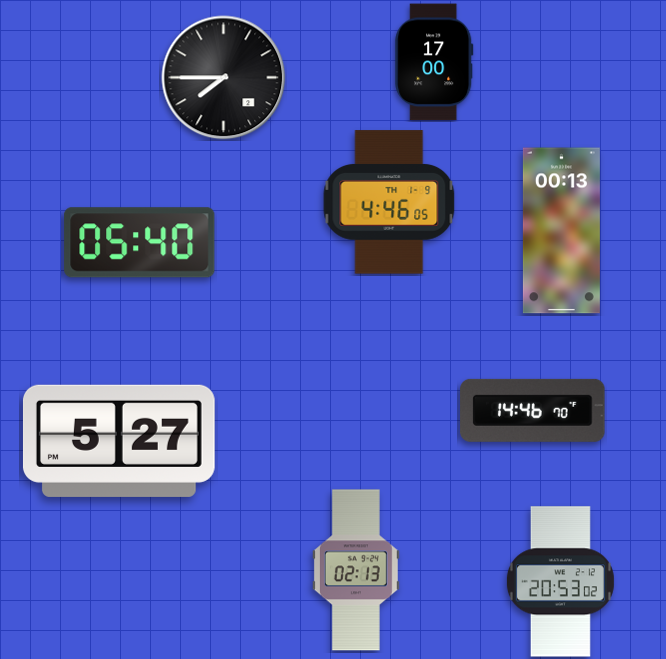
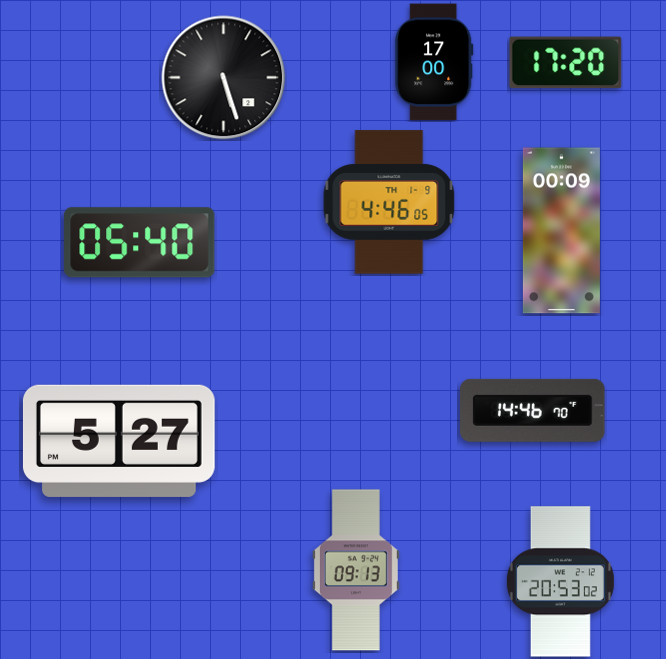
clock at (566, 63): none -> 17:20
clock at (224, 78): 7:45 -> 5:27
clock at (561, 231): 00:13 -> 00:09
clock at (356, 570): 02:13 -> 09:13
